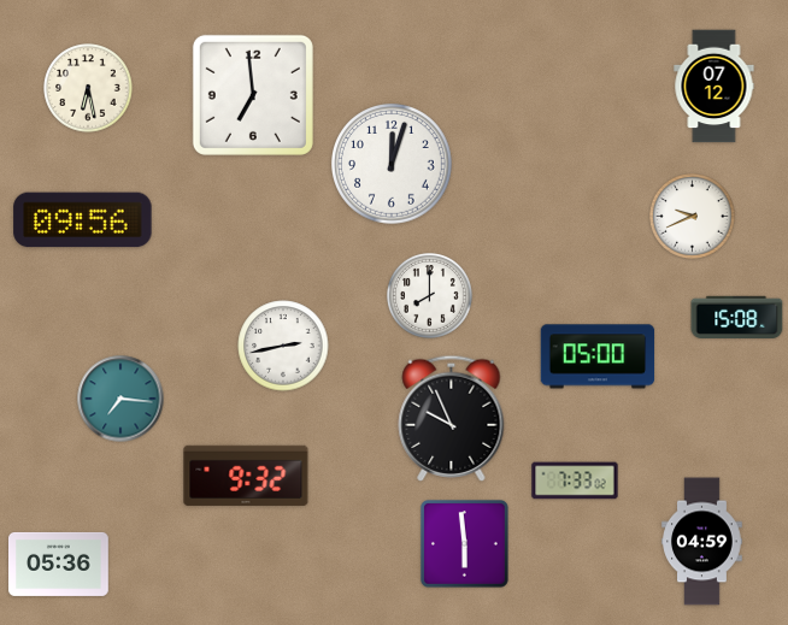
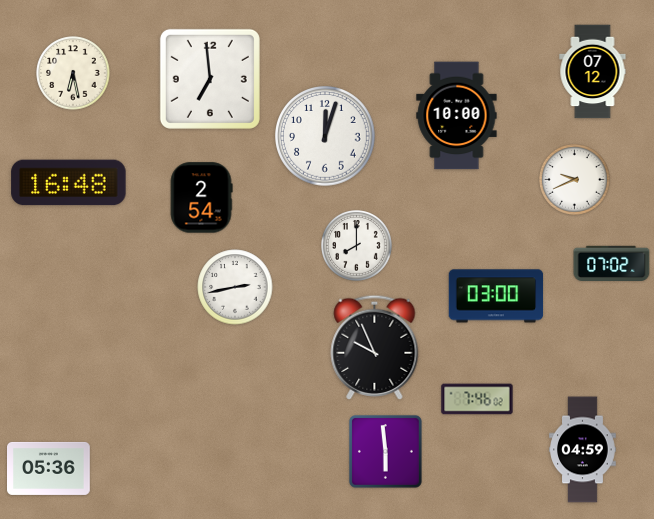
clock at (457, 116): none -> 10:00
clock at (83, 220): 09:56 -> 16:48
clock at (201, 198): none -> 2:54
clock at (737, 317): 15:08 -> 07:02
clock at (598, 356): 05:00 -> 03:00
clock at (120, 399): 7:16 -> none
clock at (246, 476): 9:32 -> none
clock at (575, 480): 7:33 -> 7:46
